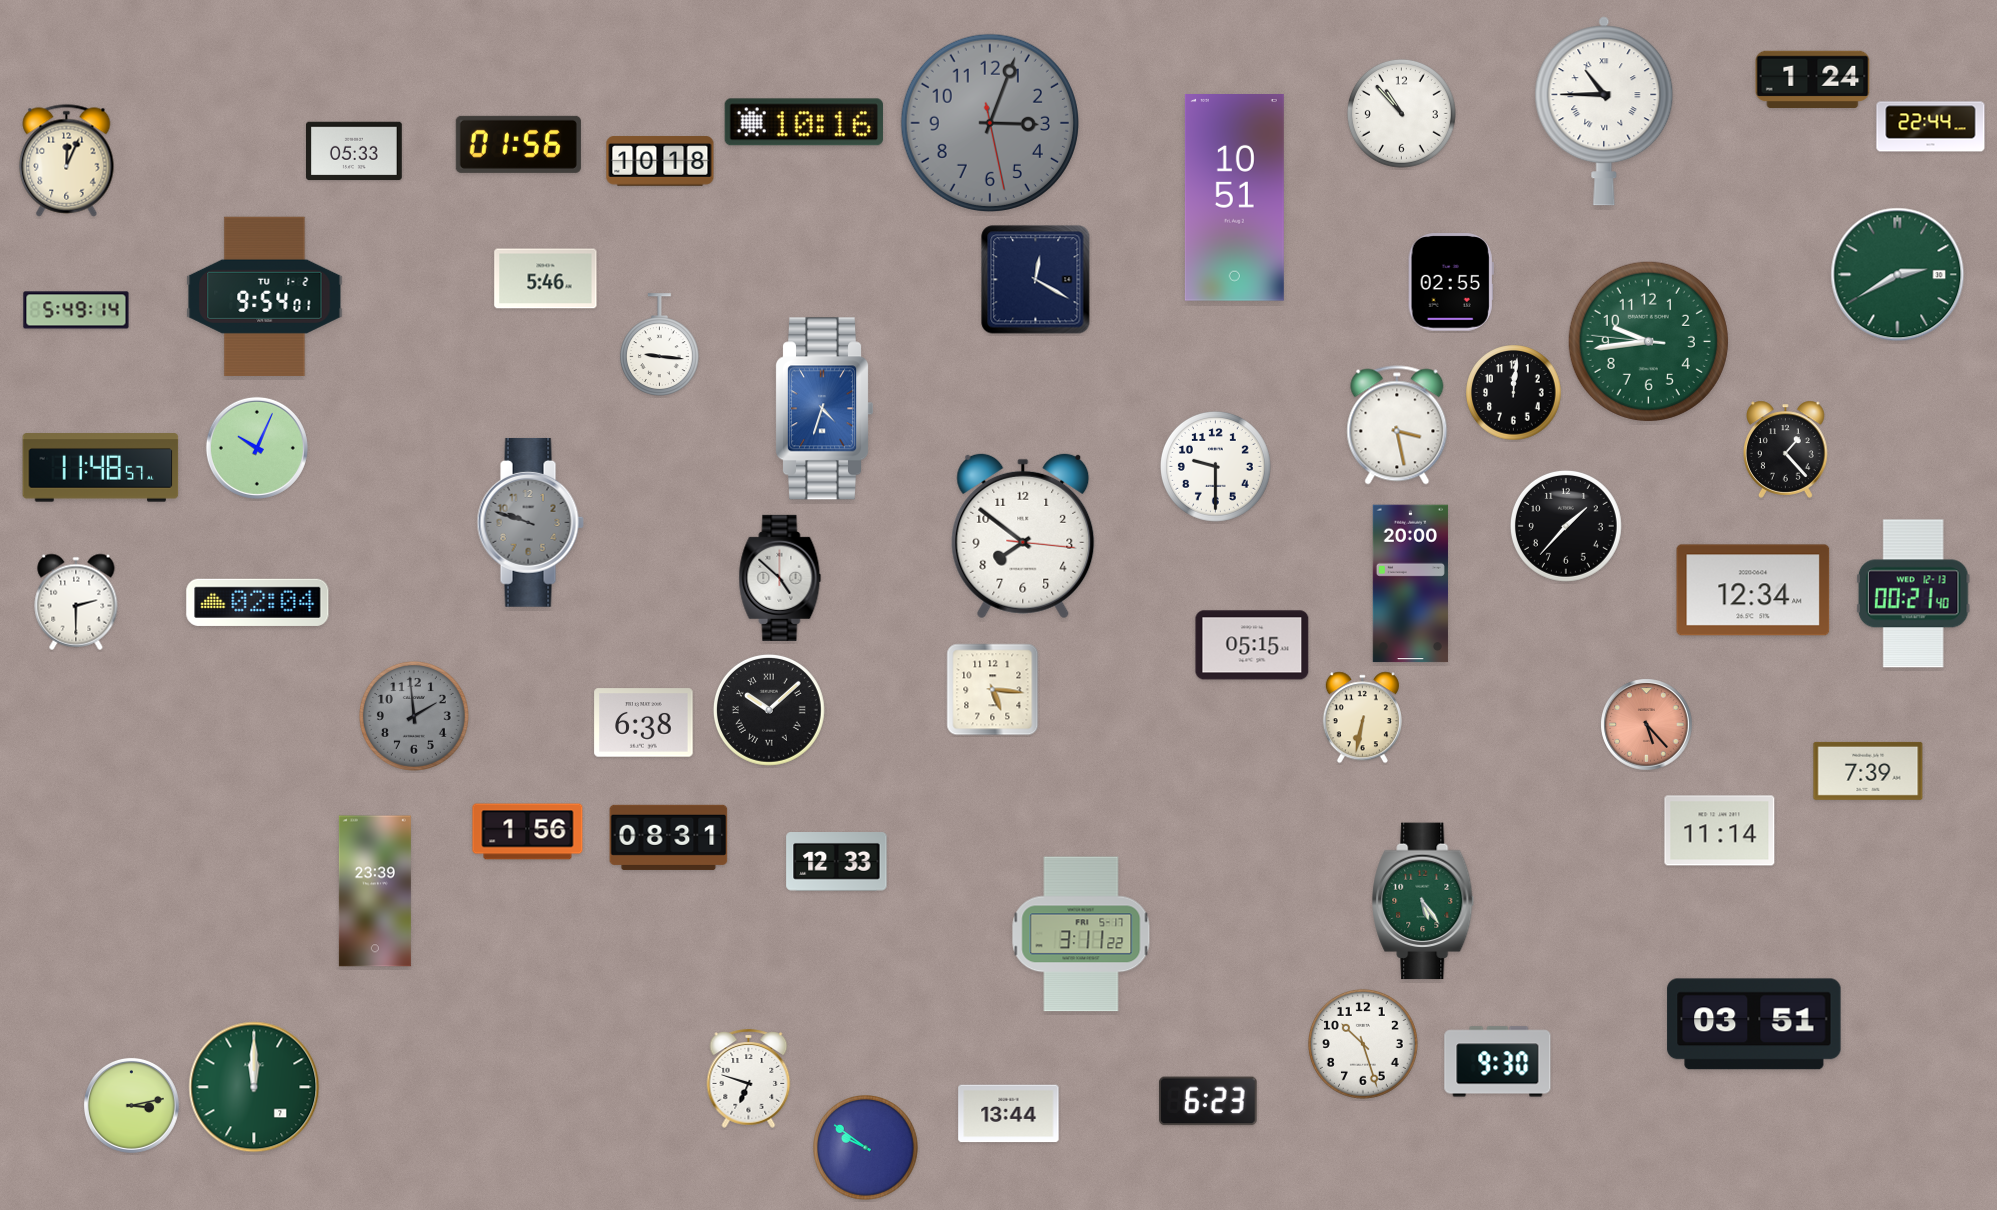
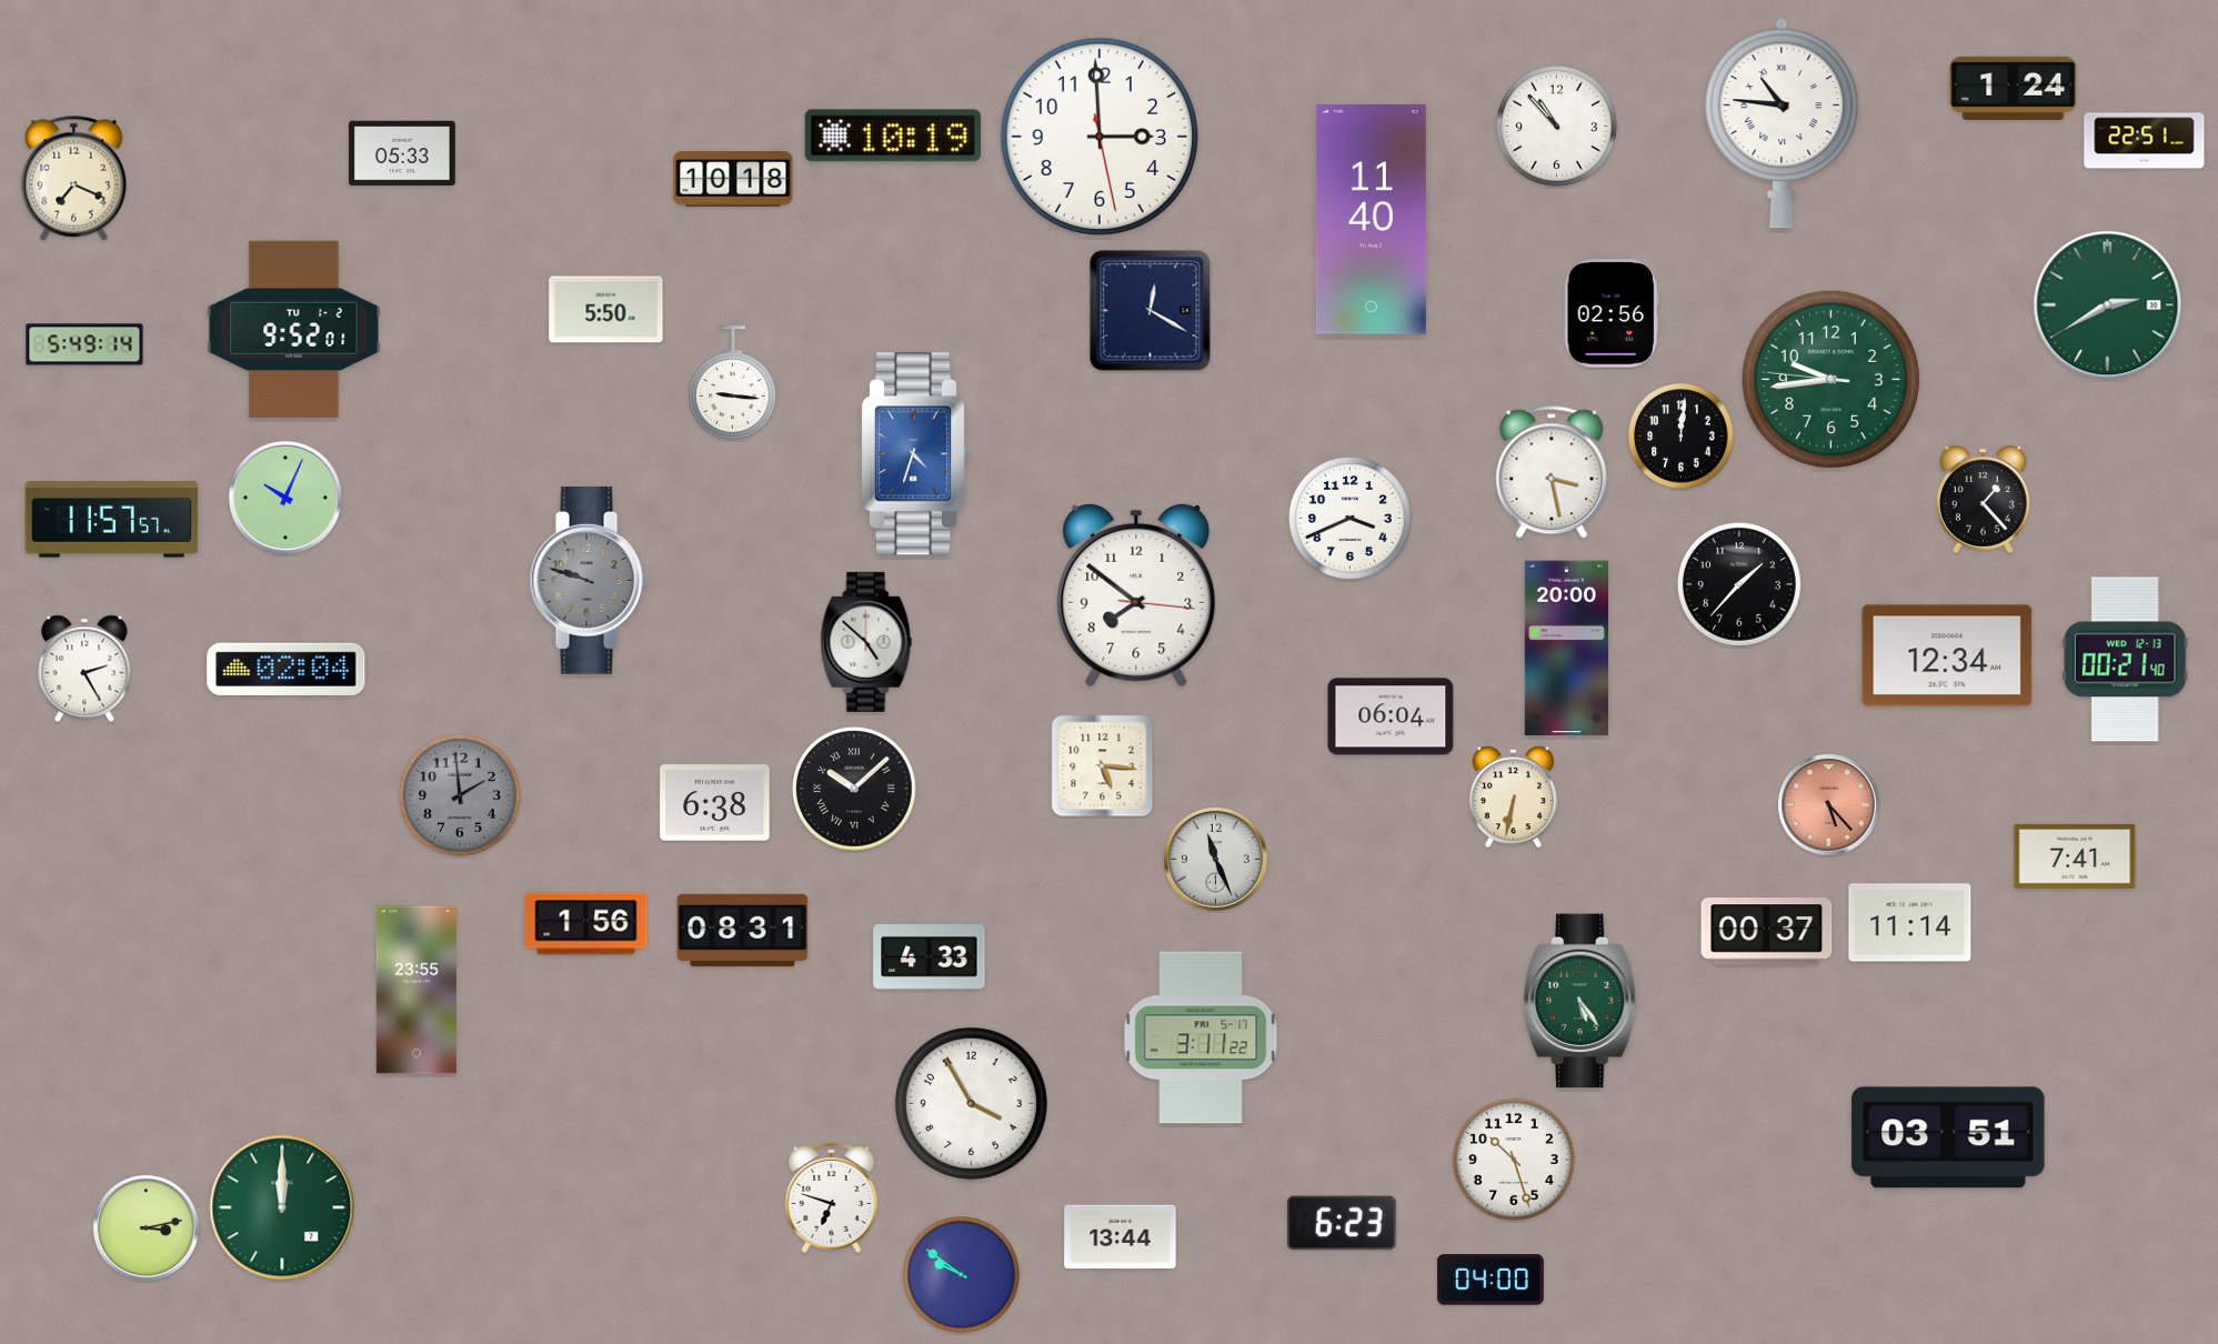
clock at (1604, 111): 10:45 -> 10:46
clock at (804, 122): 10:16 -> 10:19
clock at (990, 123): 3:03 -> 2:59
clock at (990, 123) dial: grey -> white
clock at (1931, 127): 22:44 -> 22:51
clock at (518, 144): 01:56 -> none
clock at (354, 151) position: (354, 151) -> (402, 153)
clock at (67, 161): 12:04 -> 7:19
clock at (1234, 198): 10:51 -> 11:40
clock at (546, 279): 5:46 -> 5:50
clock at (1451, 282): 02:55 -> 02:56
clock at (265, 296): 9:54 -> 9:52
clock at (1215, 466): 9:30 -> 3:41
clock at (101, 468): 11:48 -> 11:57
clock at (76, 602): 2:30 -> 2:25
clock at (1252, 645): 05:15 -> 06:04
clock at (1868, 771): 7:39 -> 7:41
clock at (1216, 860): none -> 11:26
clock at (1767, 932): none -> 00:37
clock at (837, 862): 12:33 -> 4:33
clock at (375, 891): 23:39 -> 23:55
clock at (971, 1103): none -> 3:55
clock at (1498, 1062): 9:30 -> none
clock at (1491, 1280): none -> 04:00
